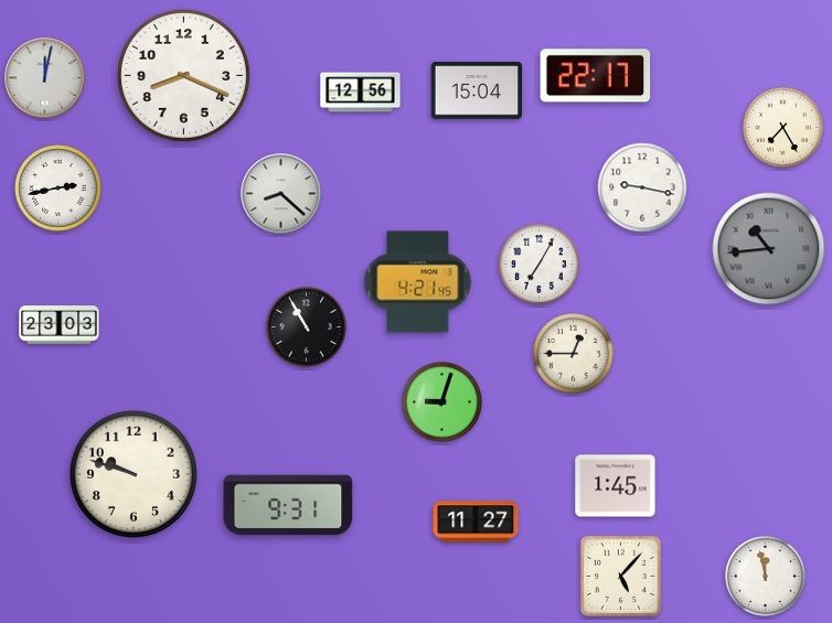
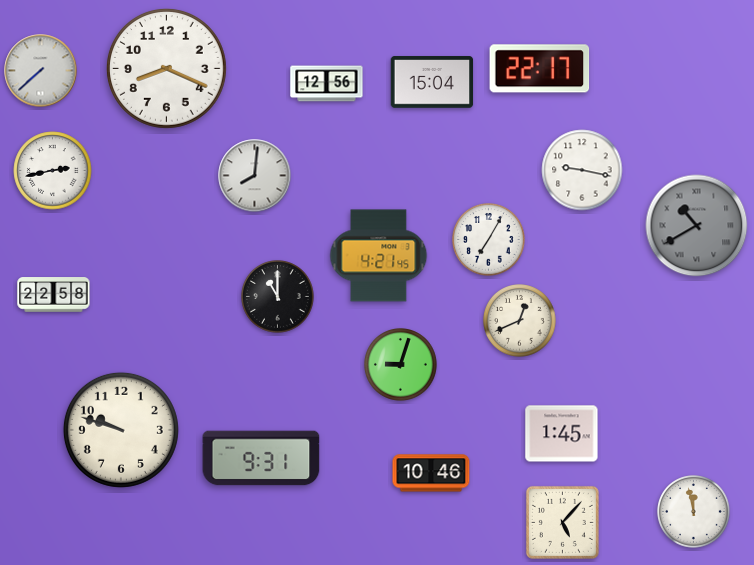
clock at (45, 78): 12:02 -> 7:38
clock at (783, 128): 7:25 -> none
clock at (281, 194): 8:22 -> 8:01
clock at (769, 249): 10:44 -> 10:40
clock at (60, 325): 23:03 -> 22:58
clock at (307, 327): 10:55 -> 11:00
clock at (574, 354): 12:45 -> 12:41
clock at (616, 486) position: (616, 486) -> (562, 434)
clock at (476, 522): 11:27 -> 10:46
clock at (766, 577) position: (766, 577) -> (694, 512)
